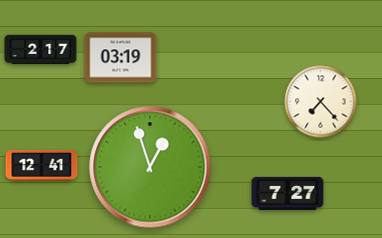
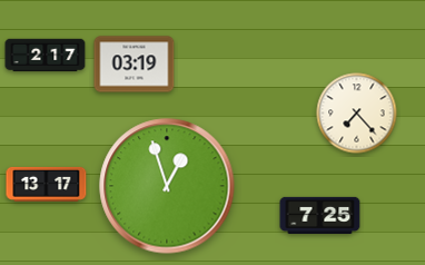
clock at (42, 165): 12:41 -> 13:17
clock at (288, 193): 7:27 -> 7:25
